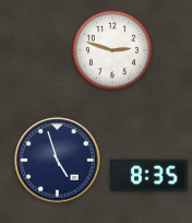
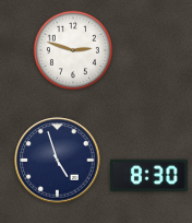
clock at (112, 50) position: (112, 50) -> (73, 50)
clock at (148, 176): 8:35 -> 8:30
